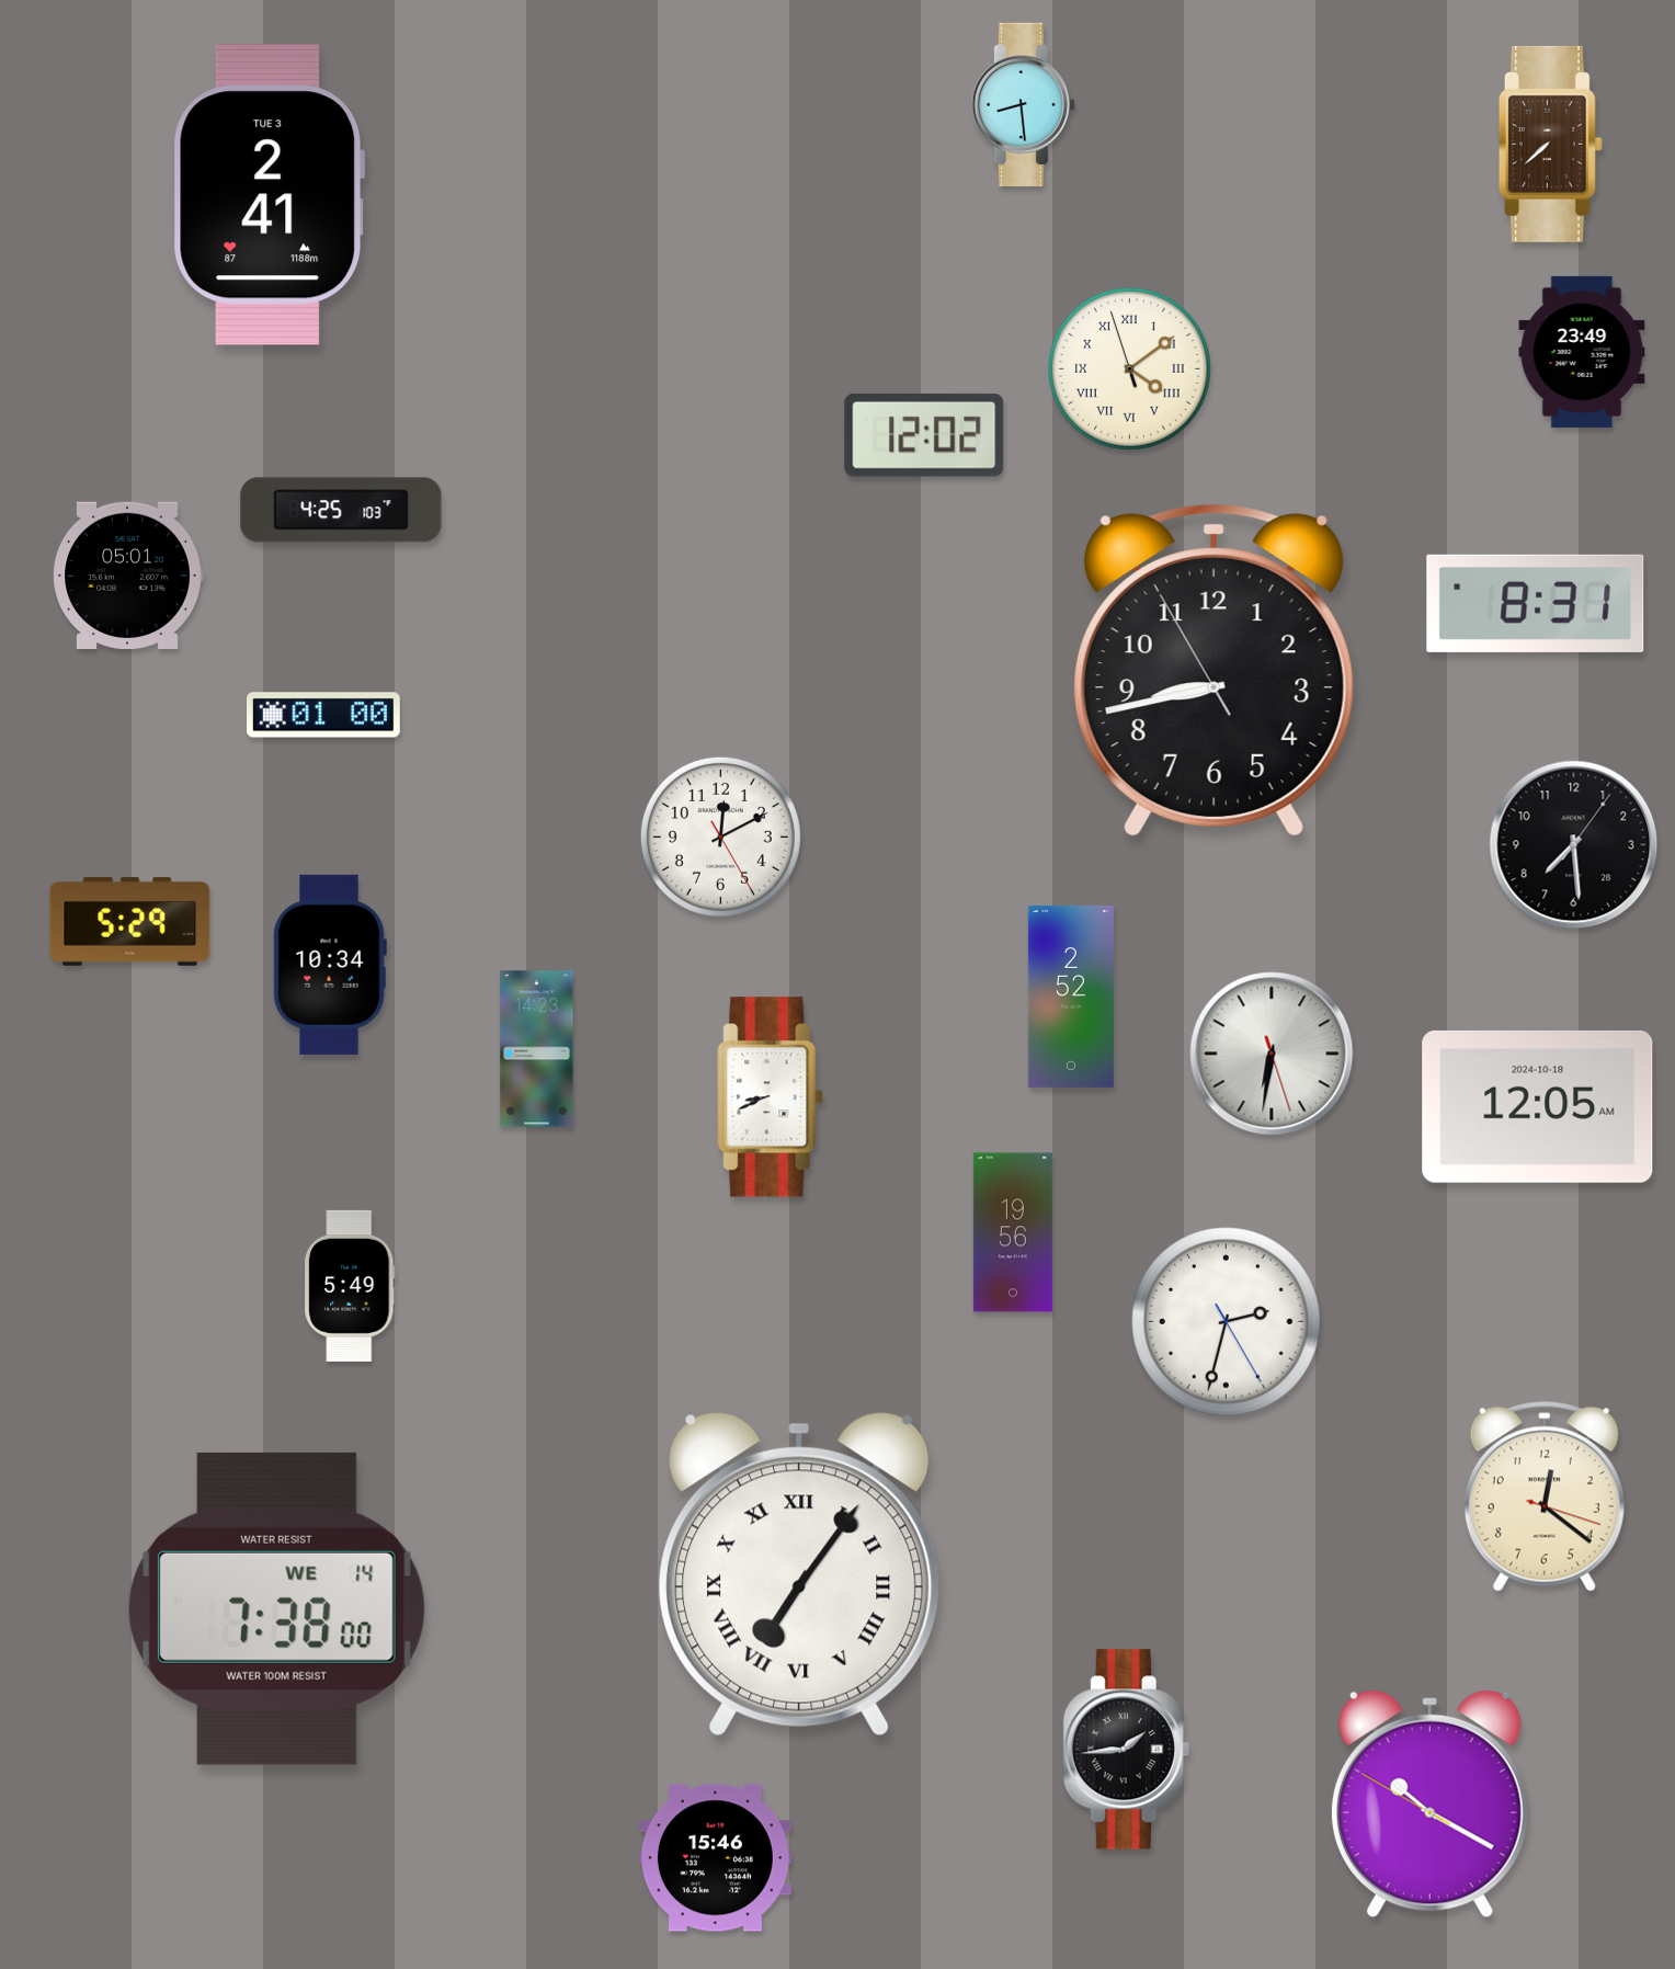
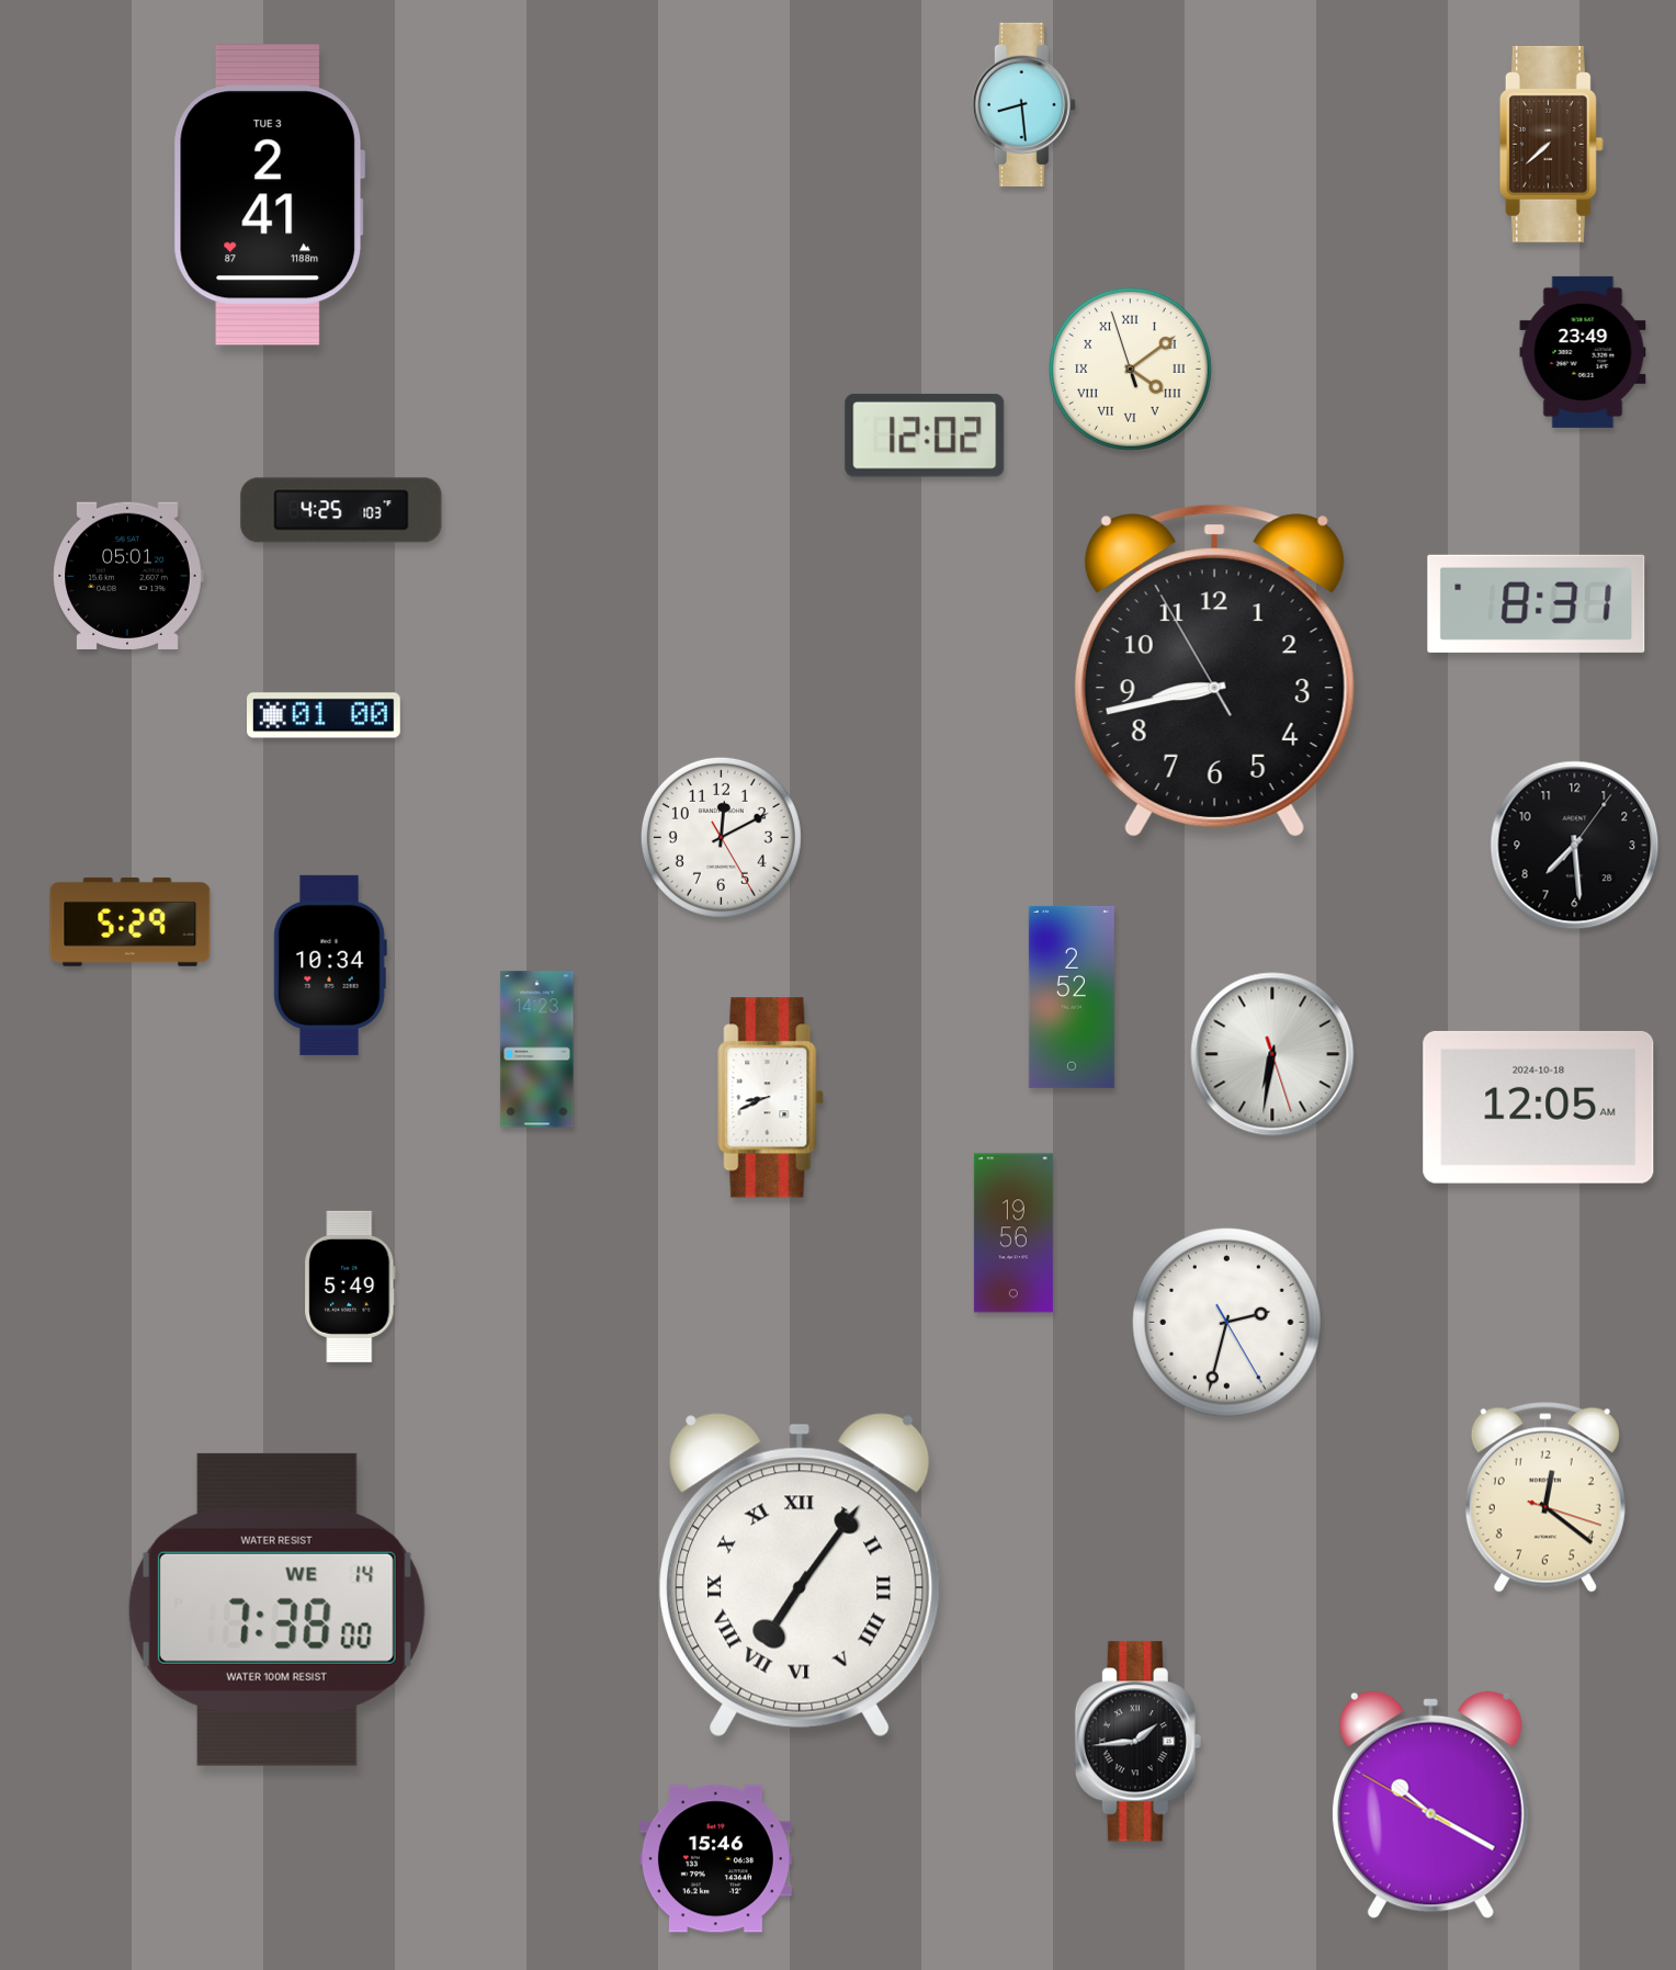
clock at (1126, 1750) position: (1126, 1750) -> (1137, 1742)
